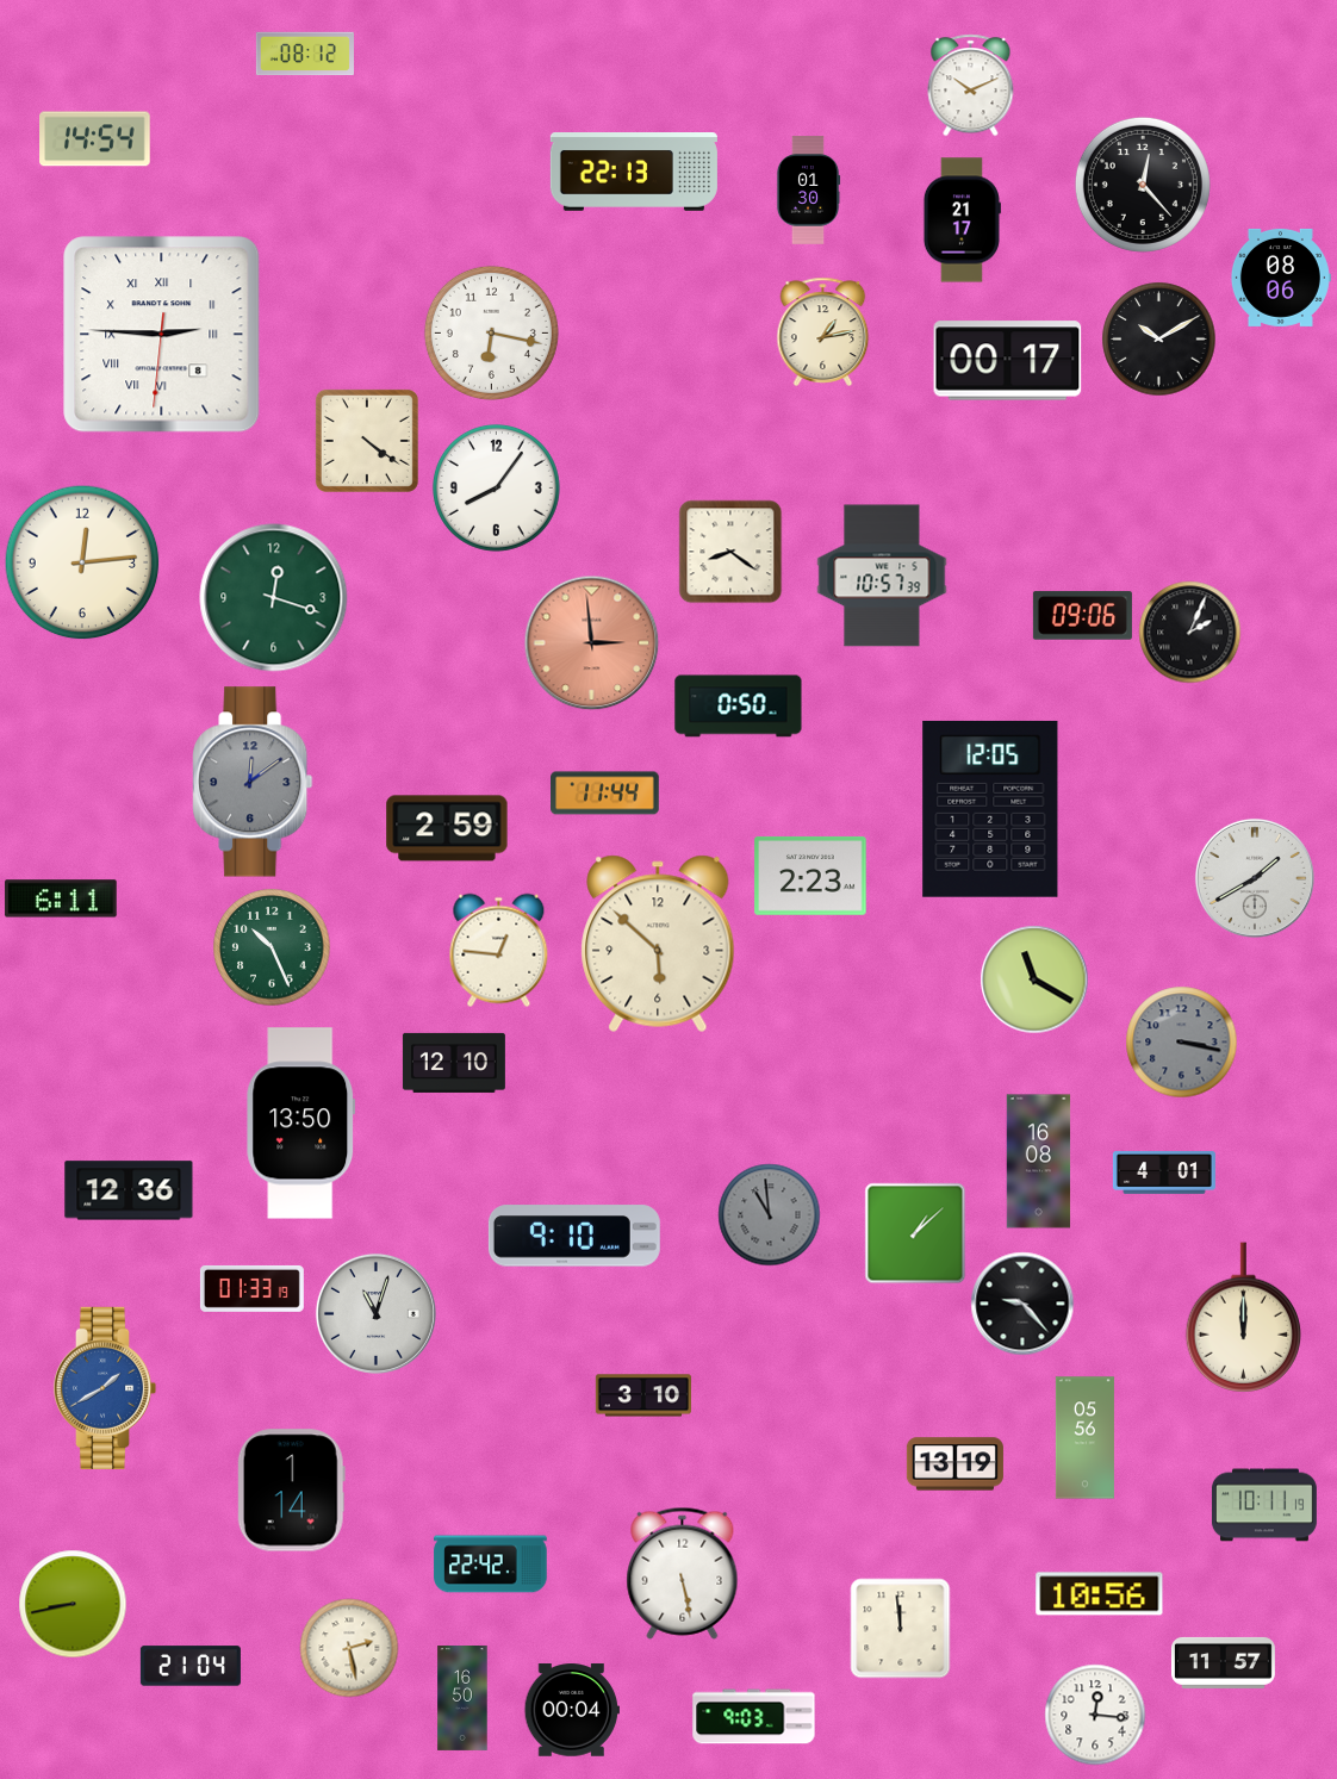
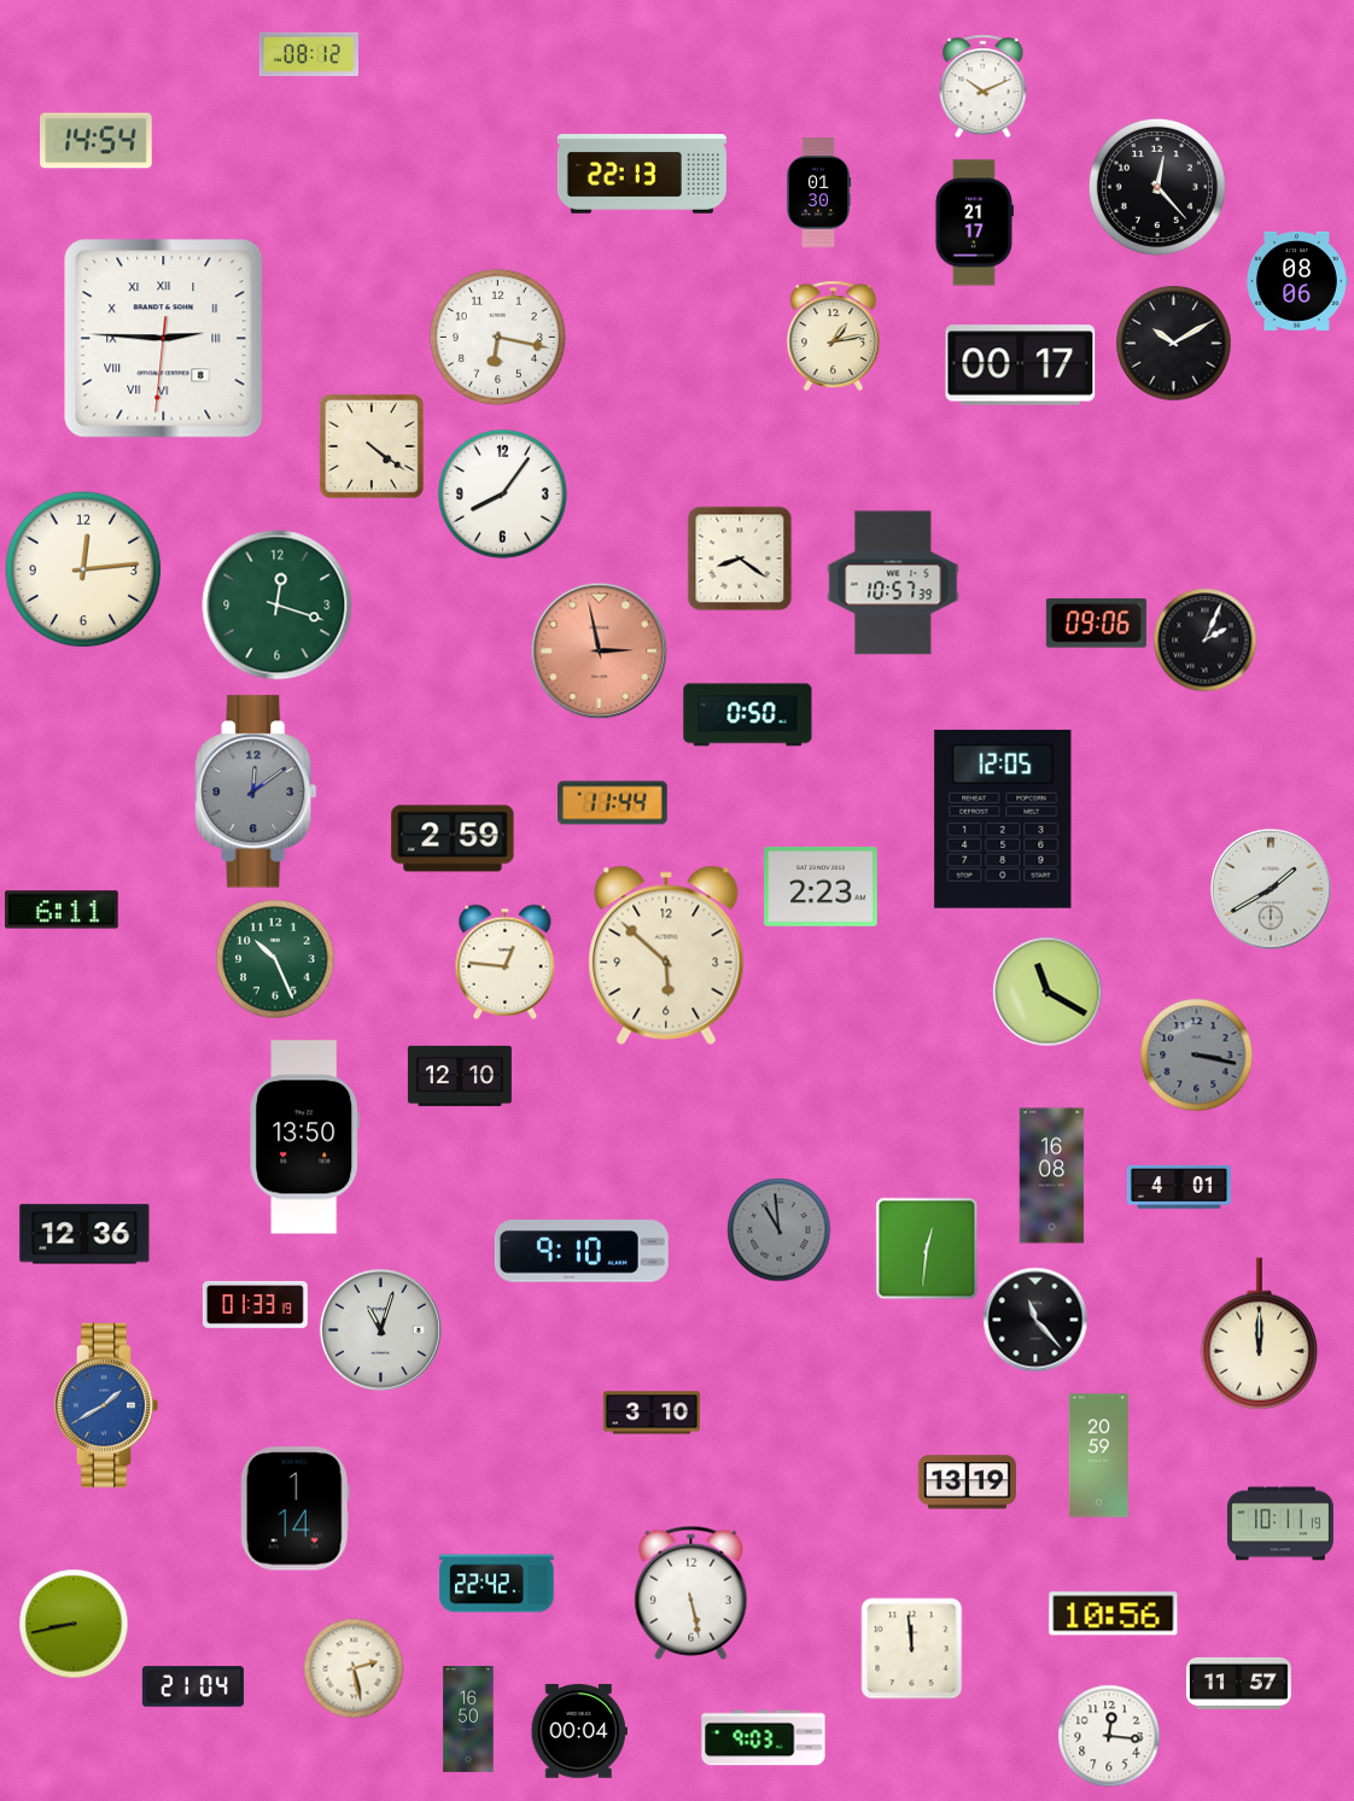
clock at (591, 642): 2:59 -> 2:58
clock at (129, 1190) position: (129, 1190) -> (84, 1234)
clock at (915, 1233): 1:08 -> 12:31
clock at (1022, 1304): 9:23 -> 11:23
clock at (1084, 1438): 05:56 -> 20:59
